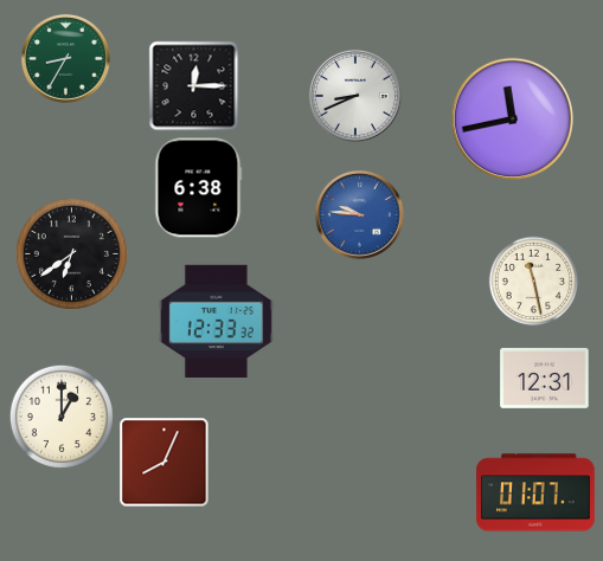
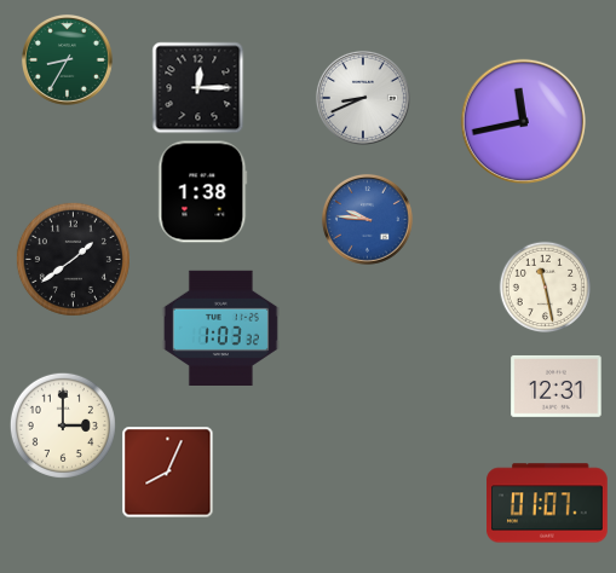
clock at (199, 188): 6:38 -> 1:38
clock at (71, 253): 6:39 -> 1:39
clock at (216, 321): 12:33 -> 1:03
clock at (62, 417): 1:00 -> 3:00
